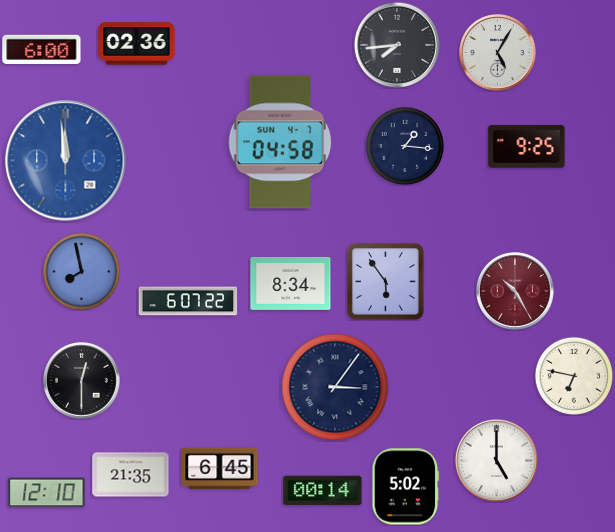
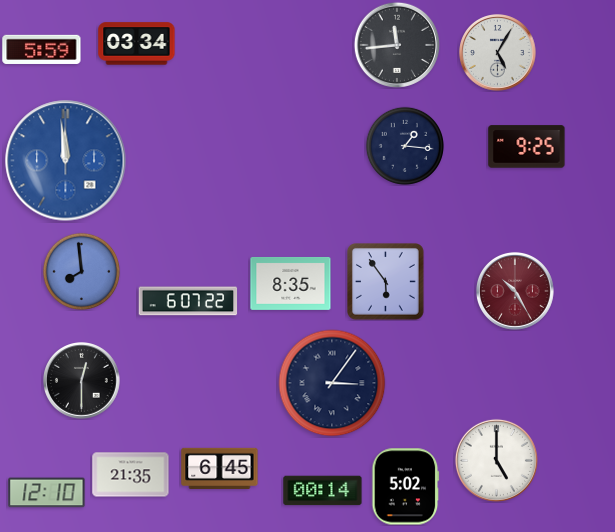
clock at (137, 44): 02:36 -> 03:34
clock at (397, 45): 7:44 -> 11:44
clock at (42, 49): 6:00 -> 5:59
clock at (280, 142): 04:58 -> none
clock at (81, 271): 7:58 -> 7:59
clock at (291, 283): 8:34 -> 8:35
clock at (574, 376): 6:47 -> none
clock at (335, 387) position: (335, 387) -> (332, 383)
